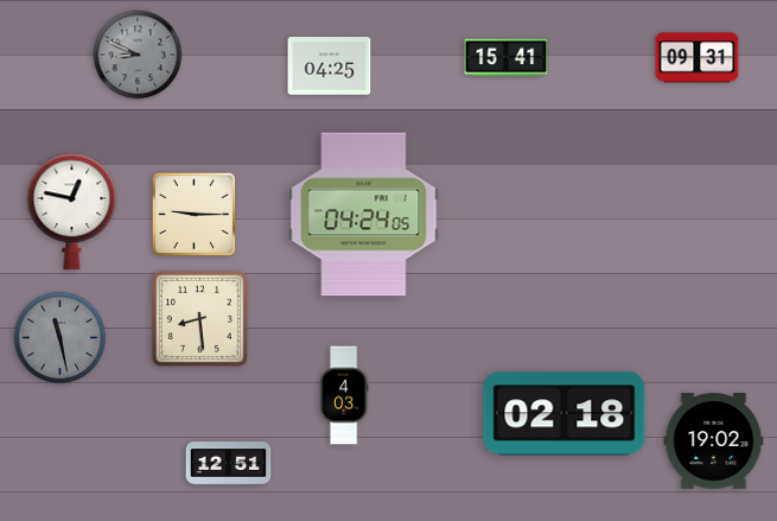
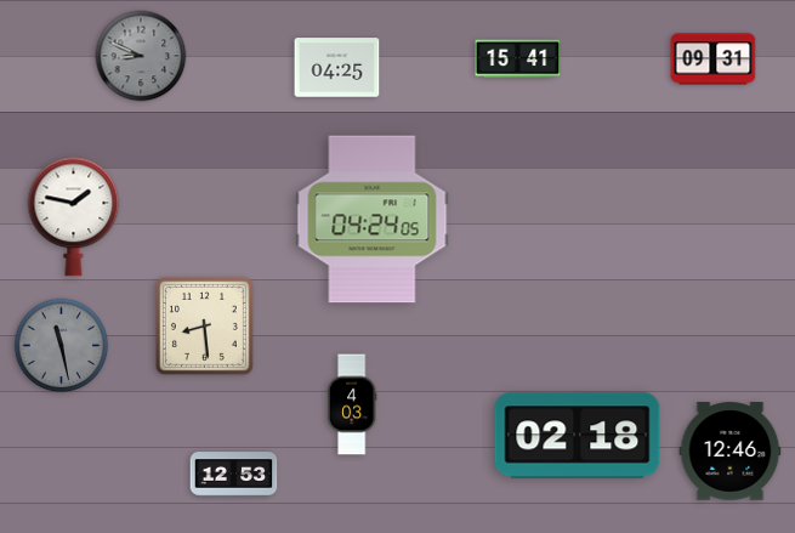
clock at (72, 212): 12:47 -> 1:47
clock at (195, 215): 9:15 -> none
clock at (565, 414) position: (565, 414) -> (578, 436)
clock at (714, 441): 19:02 -> 12:46
clock at (229, 464): 12:51 -> 12:53
